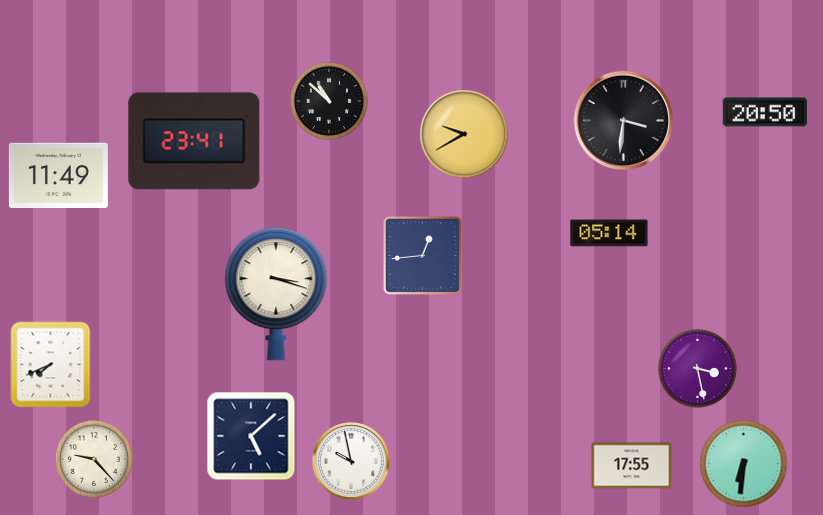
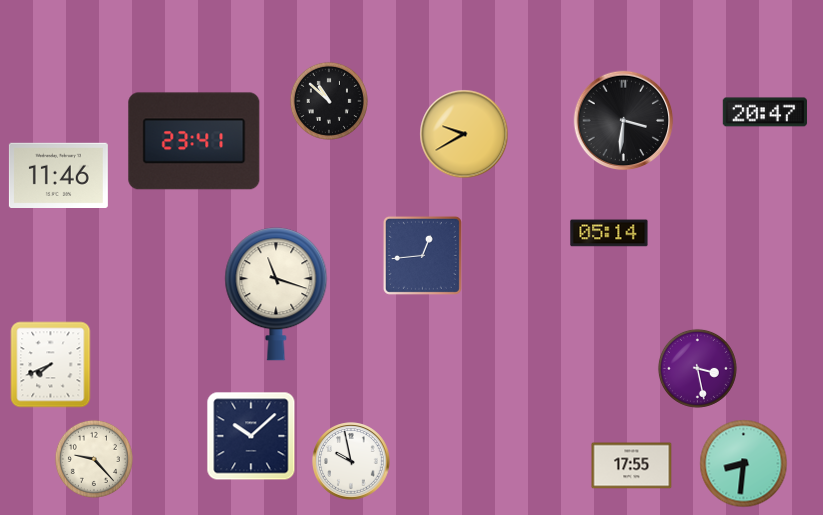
clock at (765, 112): 20:50 -> 20:47
clock at (58, 175): 11:49 -> 11:46
clock at (276, 294): 3:18 -> 11:18
clock at (251, 436): 5:08 -> 10:08
clock at (744, 464): 6:31 -> 8:31
